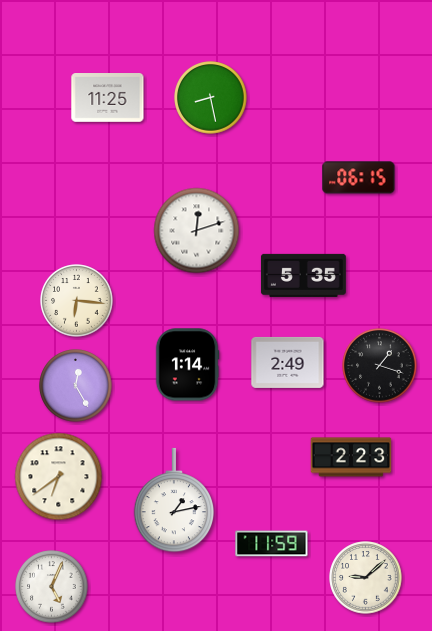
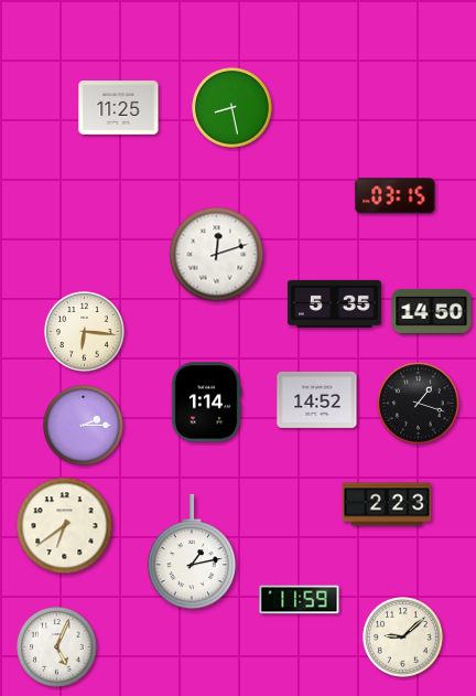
clock at (359, 178): 06:15 -> 03:15
clock at (432, 311): none -> 14:50
clock at (288, 362): 2:49 -> 14:52
clock at (76, 386): 12:25 -> 2:15
